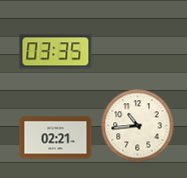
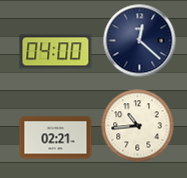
clock at (140, 41): none -> 12:22
clock at (56, 52): 03:35 -> 04:00
